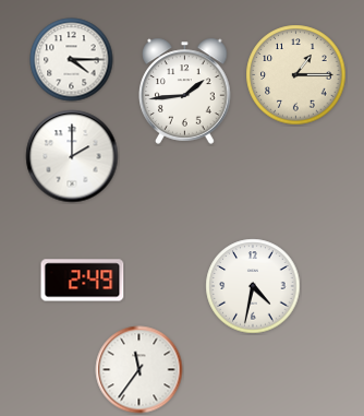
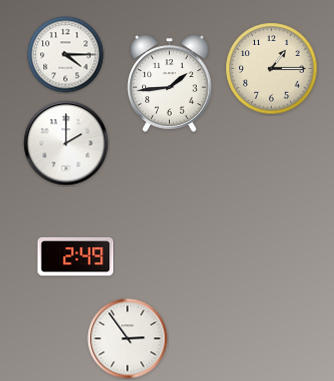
clock at (253, 286): 4:32 -> none
clock at (139, 370): 11:36 -> 2:54
